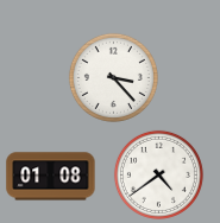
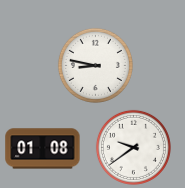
clock at (113, 77): 3:23 -> 8:47
clock at (158, 174): 4:39 -> 9:39
